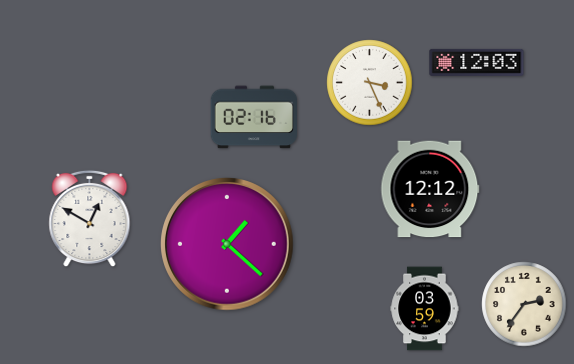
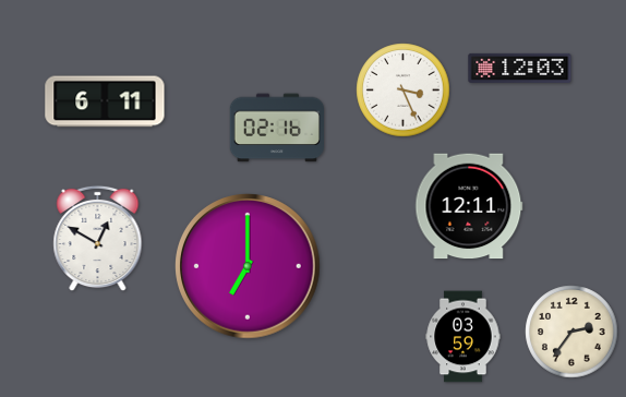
clock at (105, 101): none -> 6:11
clock at (430, 189): 12:12 -> 12:11
clock at (227, 244): 1:22 -> 7:00
